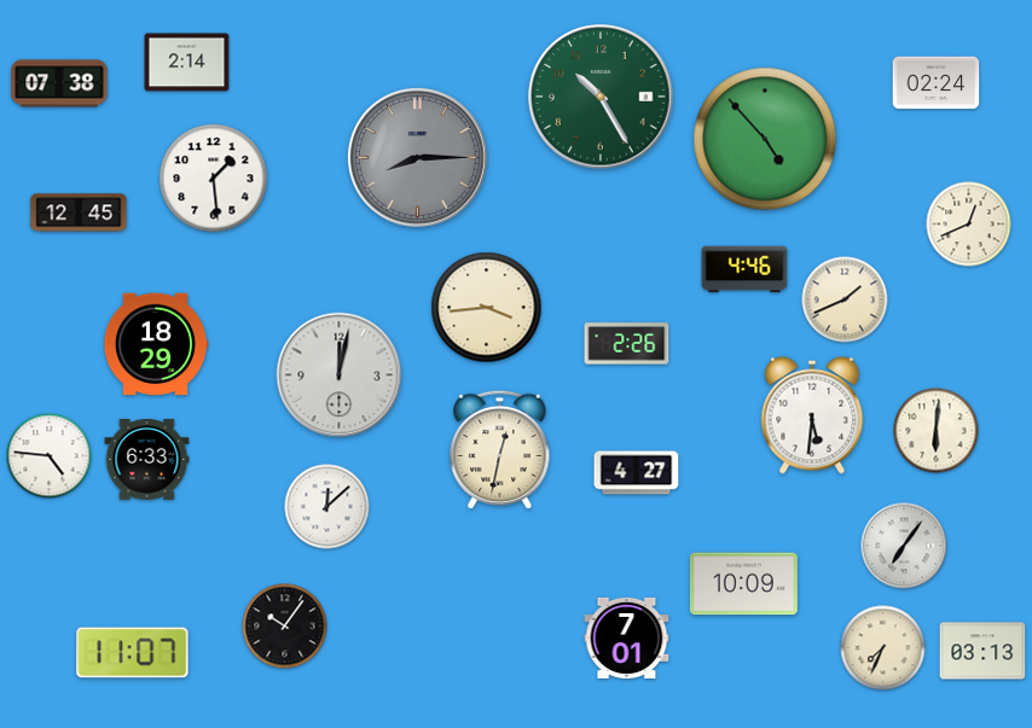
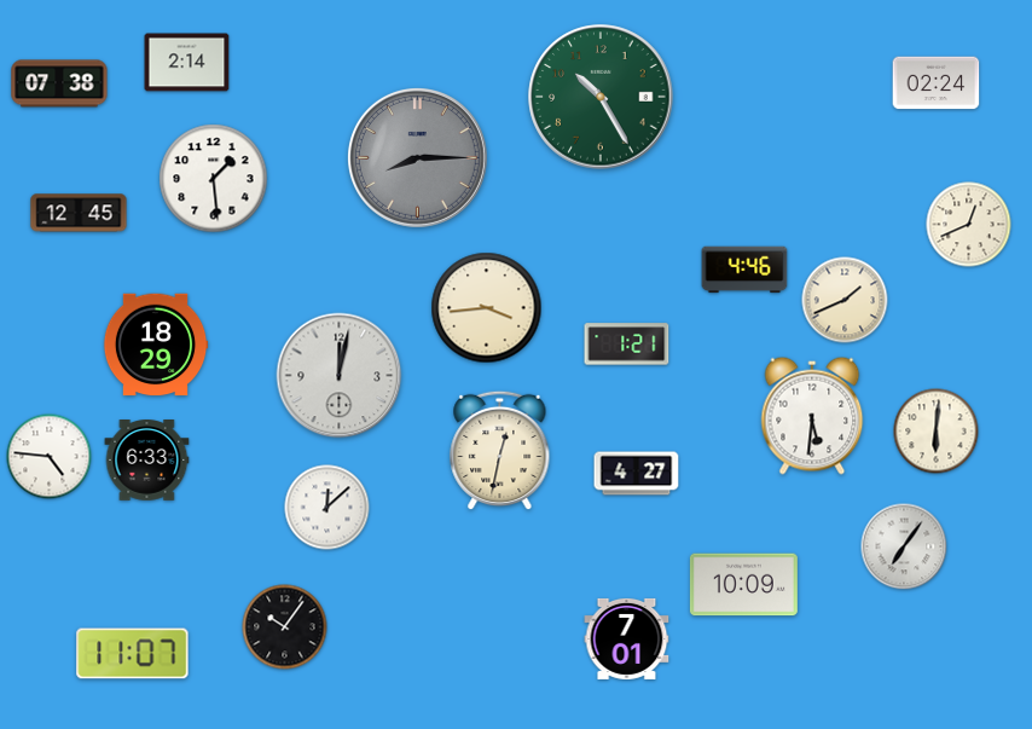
clock at (765, 139): 4:53 -> none
clock at (627, 344): 2:26 -> 1:21
clock at (883, 648): 7:34 -> none
clock at (982, 651): 03:13 -> none
